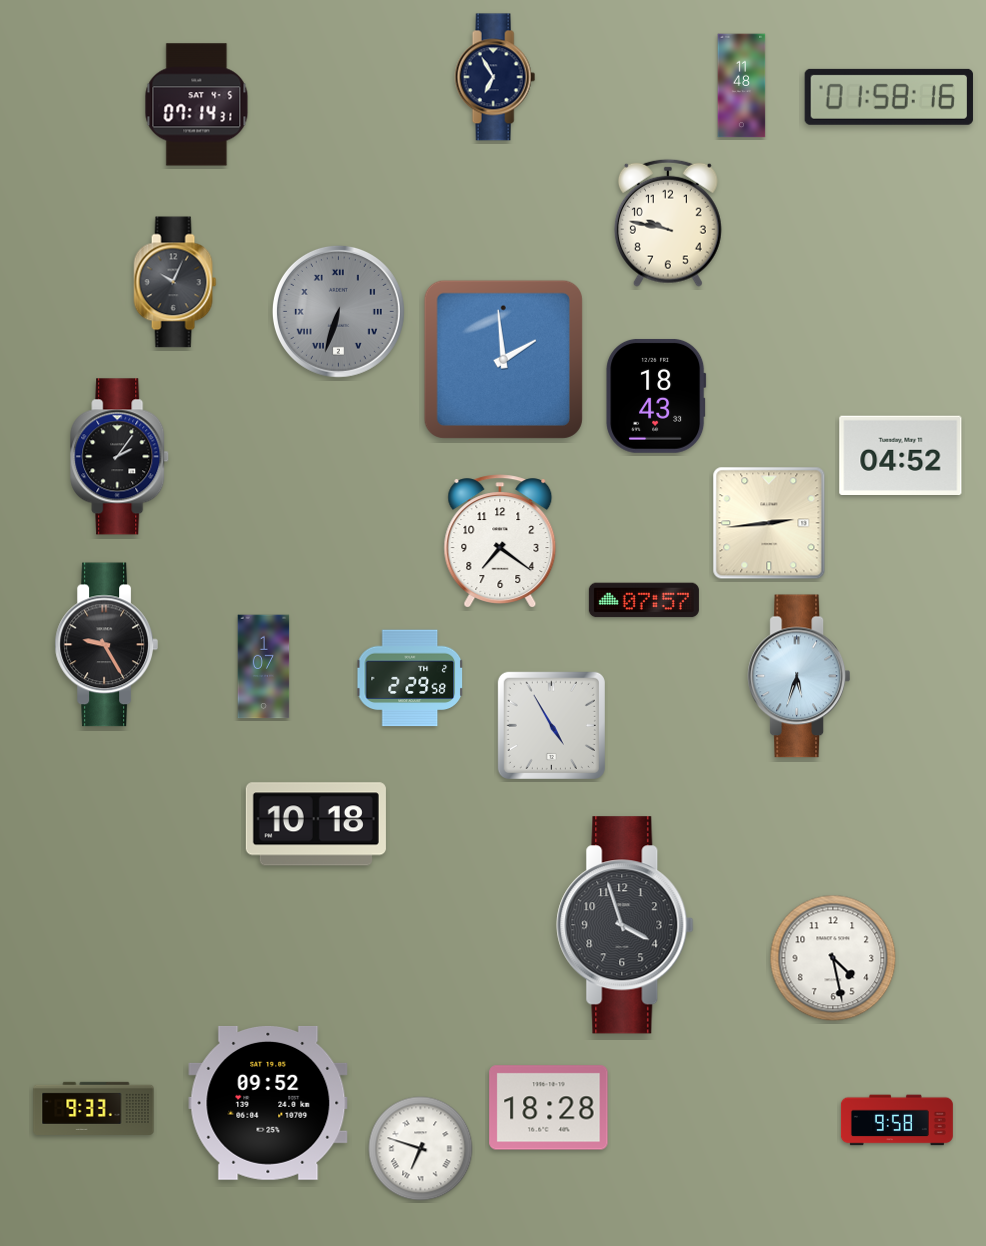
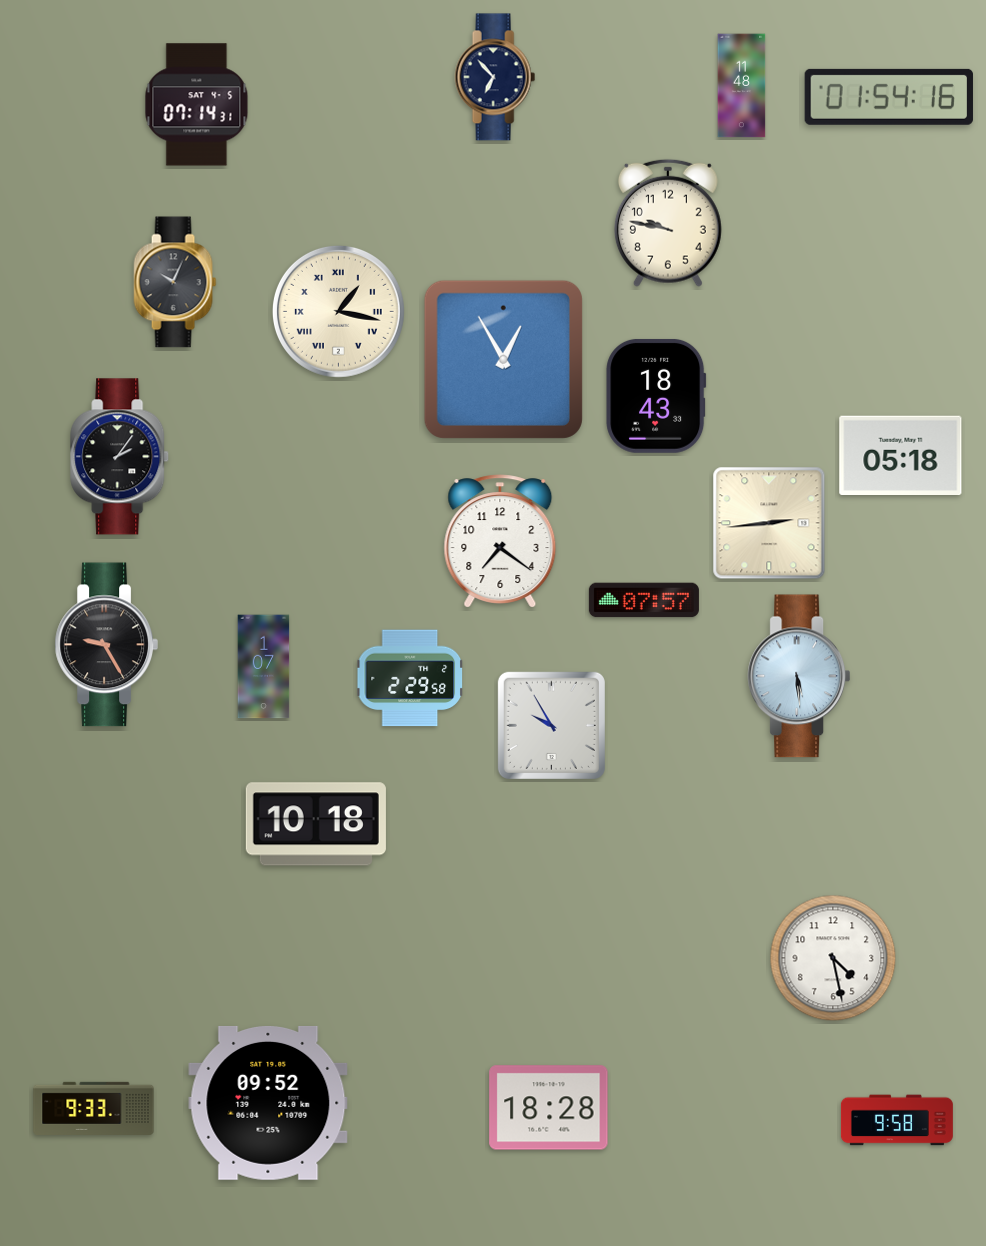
clock at (495, 77): 6:55 -> 6:53
clock at (889, 97): 01:58 -> 01:54
clock at (338, 311): 6:33 -> 1:17
clock at (338, 311) dial: grey -> cream
clock at (503, 359): 1:59 -> 12:55
clock at (901, 455): 04:52 -> 05:18
clock at (798, 676): 5:33 -> 5:29
clock at (551, 725): 4:55 -> 9:55
clock at (625, 925): 3:57 -> none
clock at (421, 1149): 6:48 -> none
